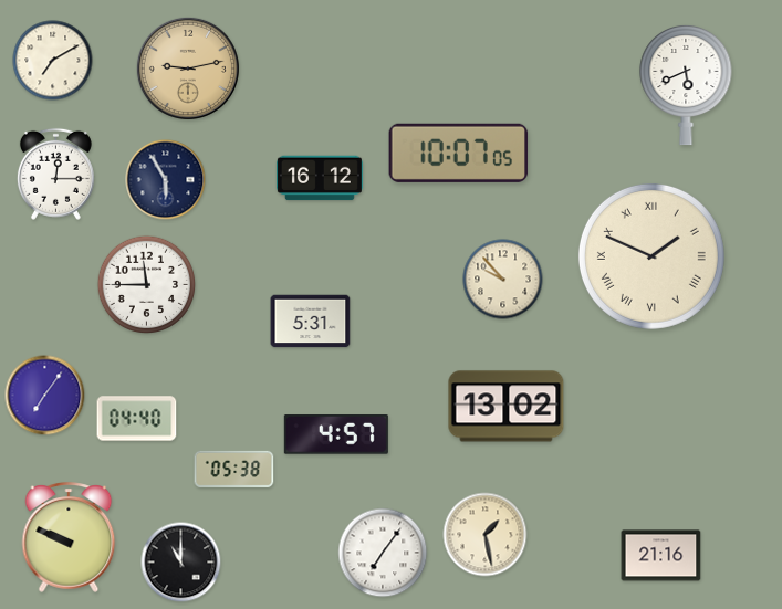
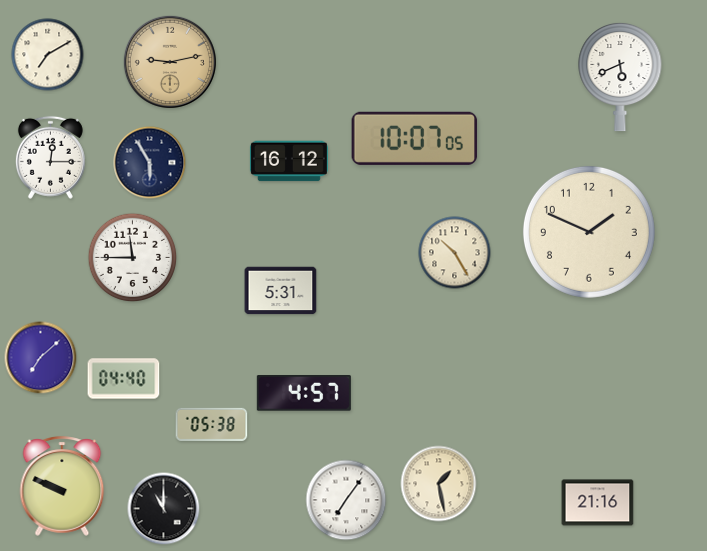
clock at (651, 256) numerals: Roman -> Arabic
clock at (503, 280): 9:53 -> 10:25
clock at (45, 396): 7:06 -> 7:08
clock at (507, 407): 13:02 -> none
